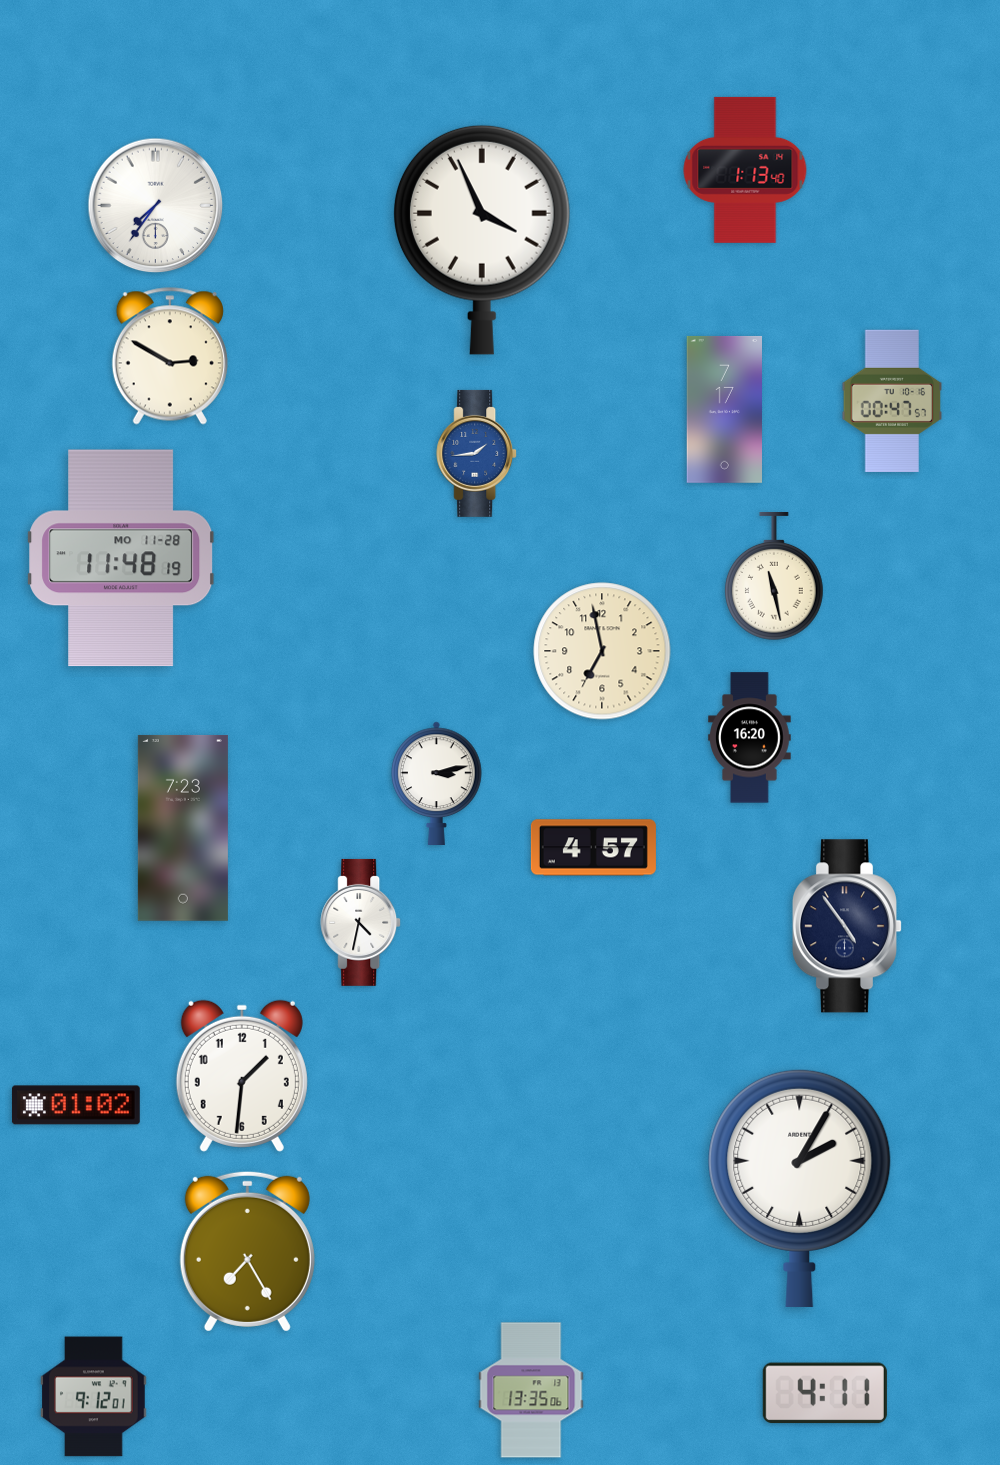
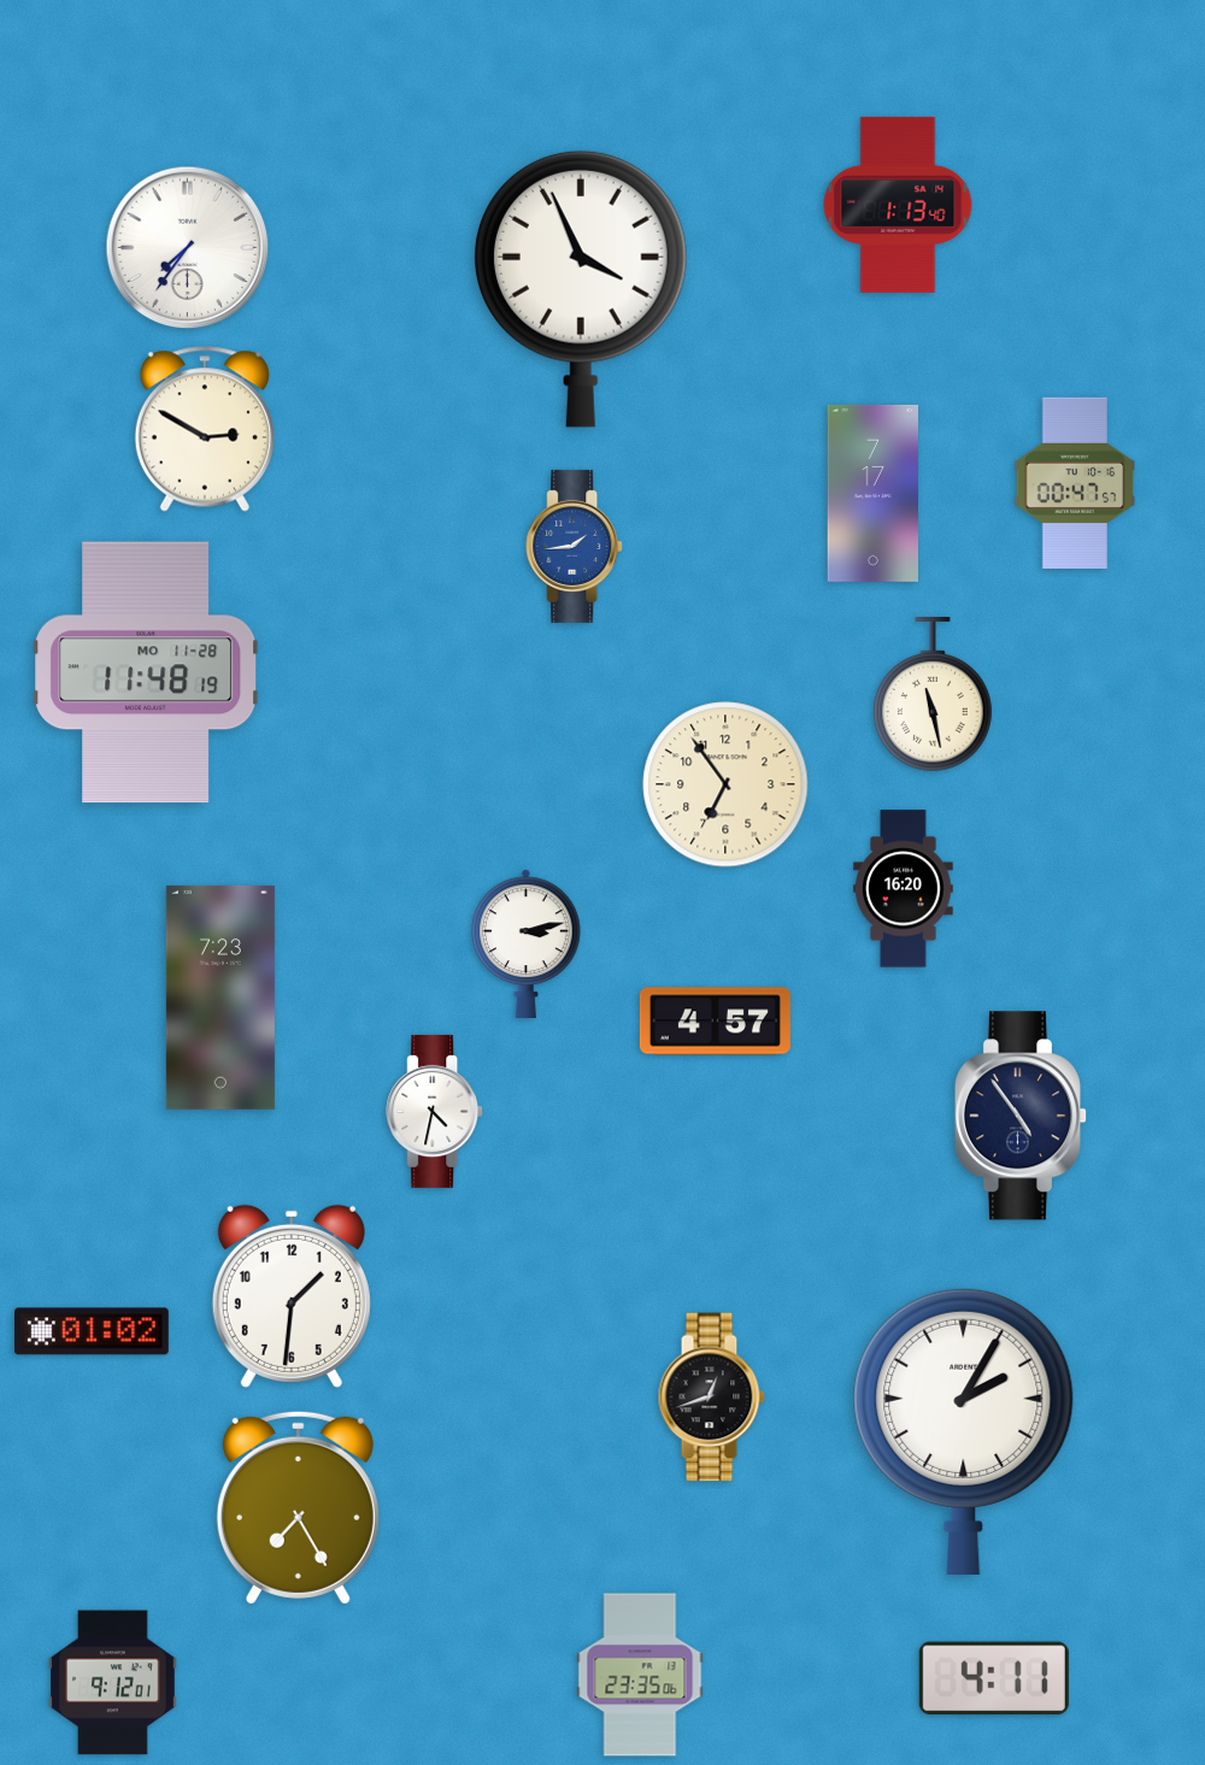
clock at (602, 651): 6:58 -> 6:54
clock at (711, 1398): none -> 12:42
clock at (531, 1390): 13:35 -> 23:35
